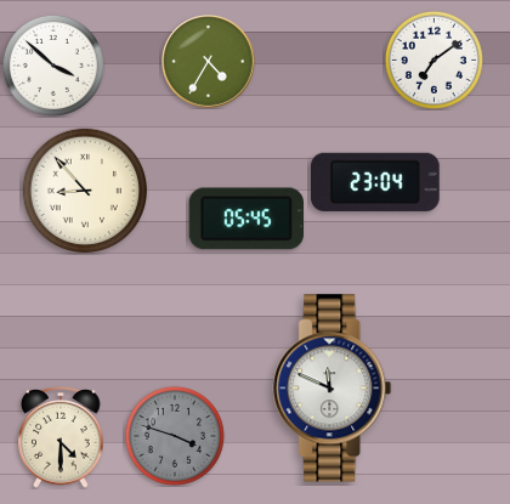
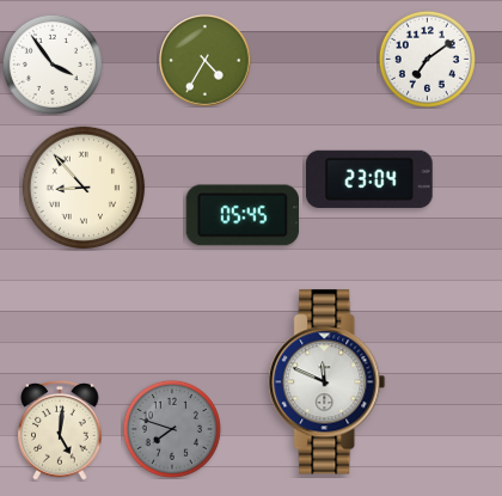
clock at (53, 66): 3:52 -> 3:54
clock at (175, 436): 3:48 -> 7:48
clock at (61, 438): 4:30 -> 5:01
